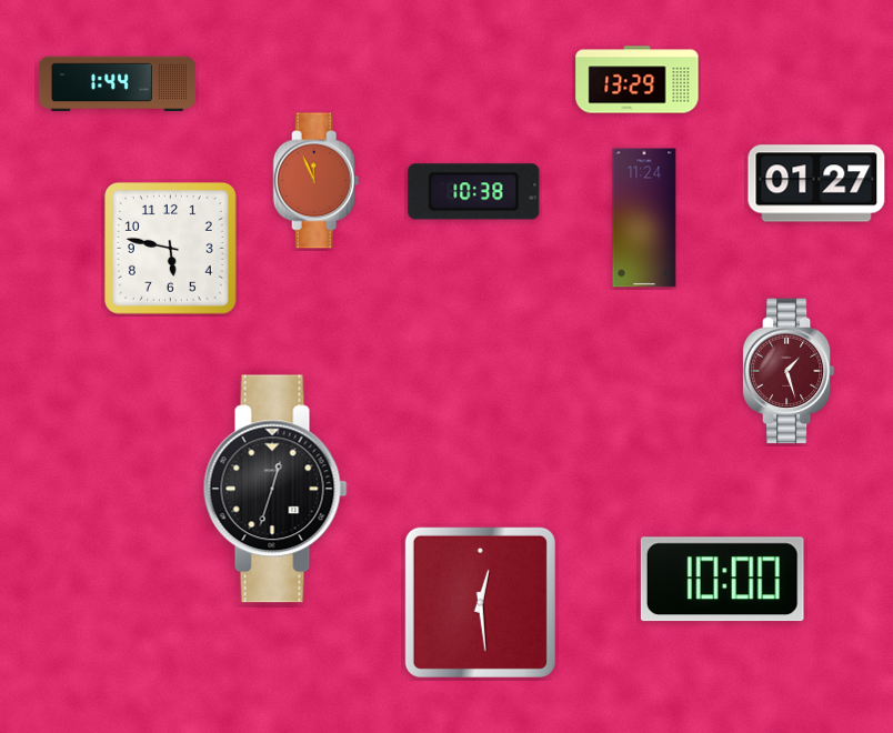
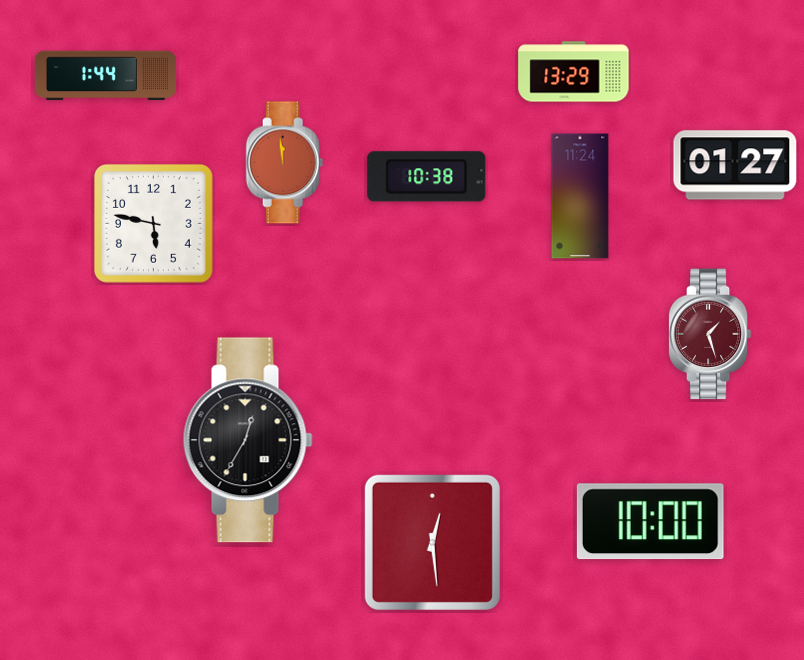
clock at (317, 181): 11:56 -> 11:59
clock at (474, 192) position: (474, 192) -> (427, 177)
clock at (275, 489): 12:33 -> 12:35
